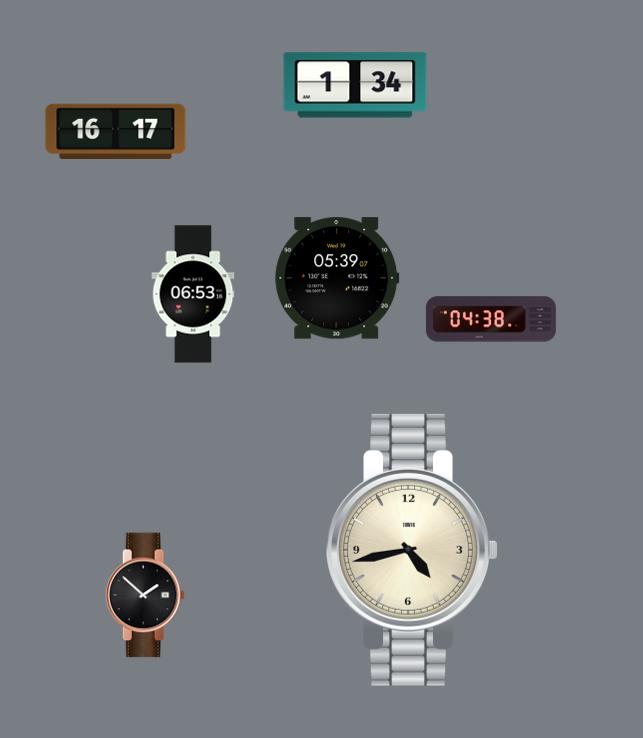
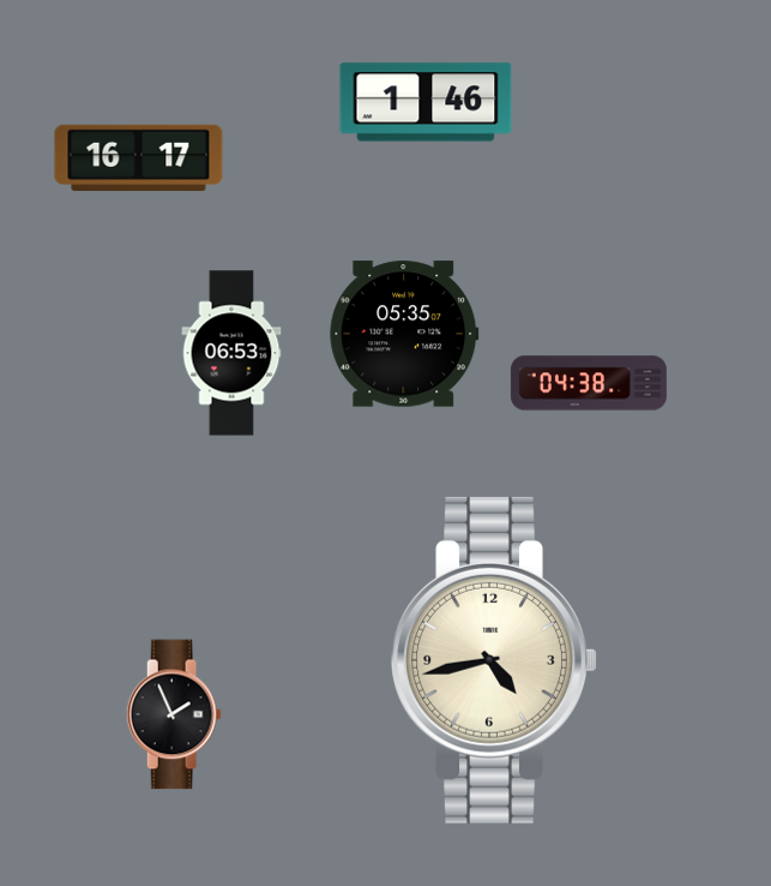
clock at (355, 85): 1:34 -> 1:46
clock at (337, 278): 05:39 -> 05:35
clock at (145, 595): 1:52 -> 1:56
